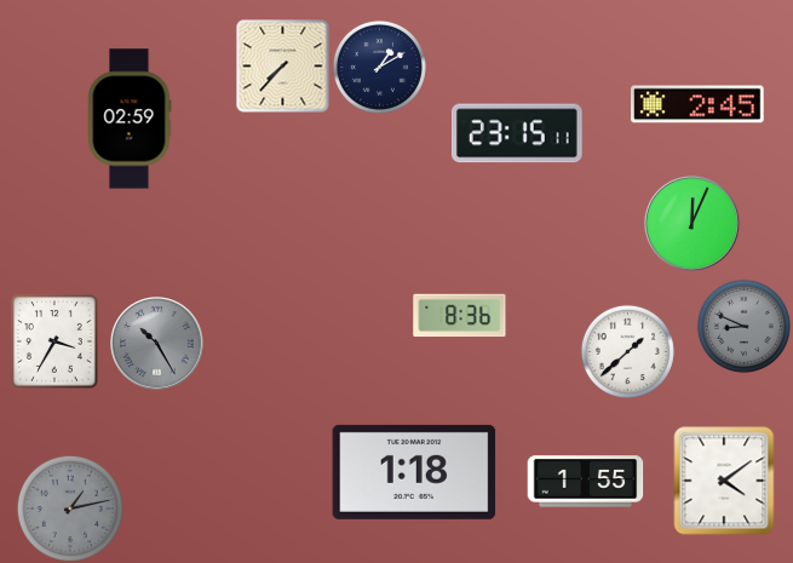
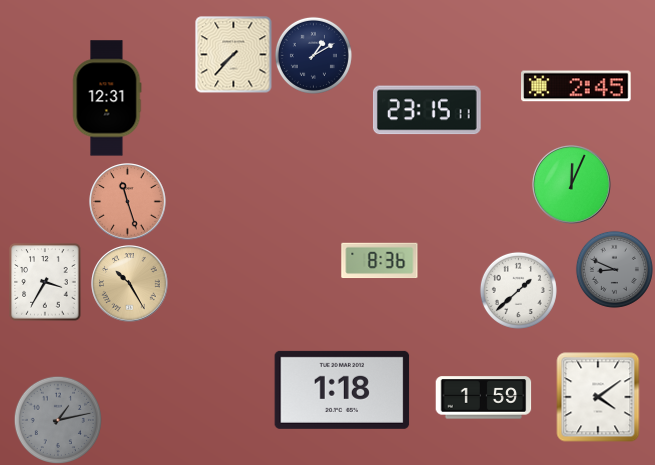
clock at (130, 119): 02:59 -> 12:31
clock at (128, 202): none -> 11:27
clock at (157, 344) dial: grey -> champagne
clock at (586, 482): 1:55 -> 1:59
